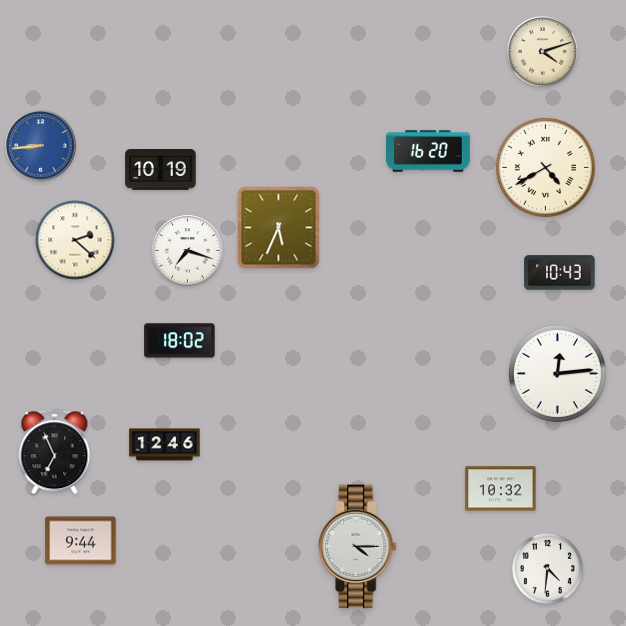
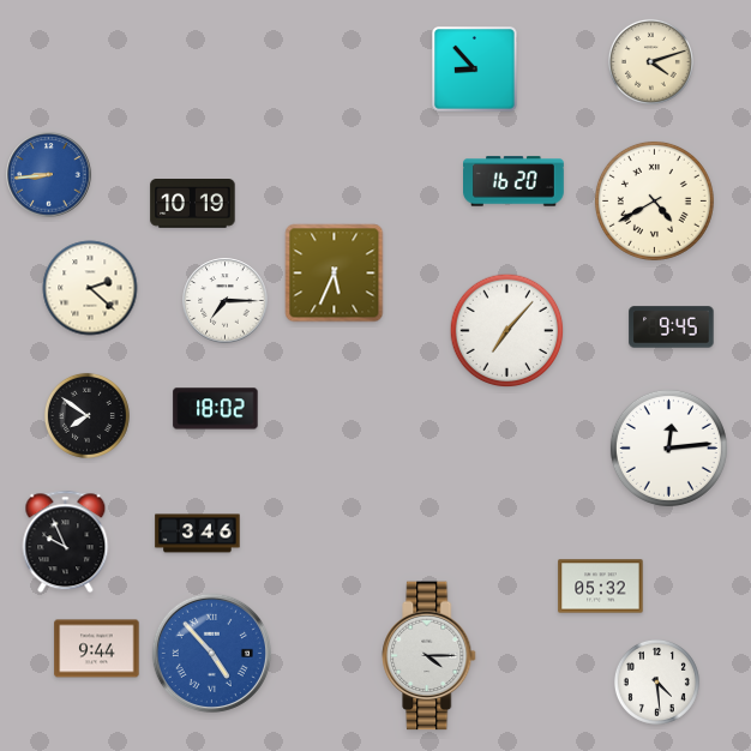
clock at (475, 70): none -> 8:53
clock at (188, 251): 7:18 -> 7:15
clock at (560, 273): 10:43 -> 9:45
clock at (507, 331): none -> 7:07
clock at (86, 415): none -> 7:51
clock at (165, 445): 12:46 -> 3:46
clock at (55, 452): 6:56 -> 9:56
clock at (501, 489): 10:32 -> 05:32
clock at (211, 653): none -> 4:53
clock at (547, 568): 4:31 -> 4:29
